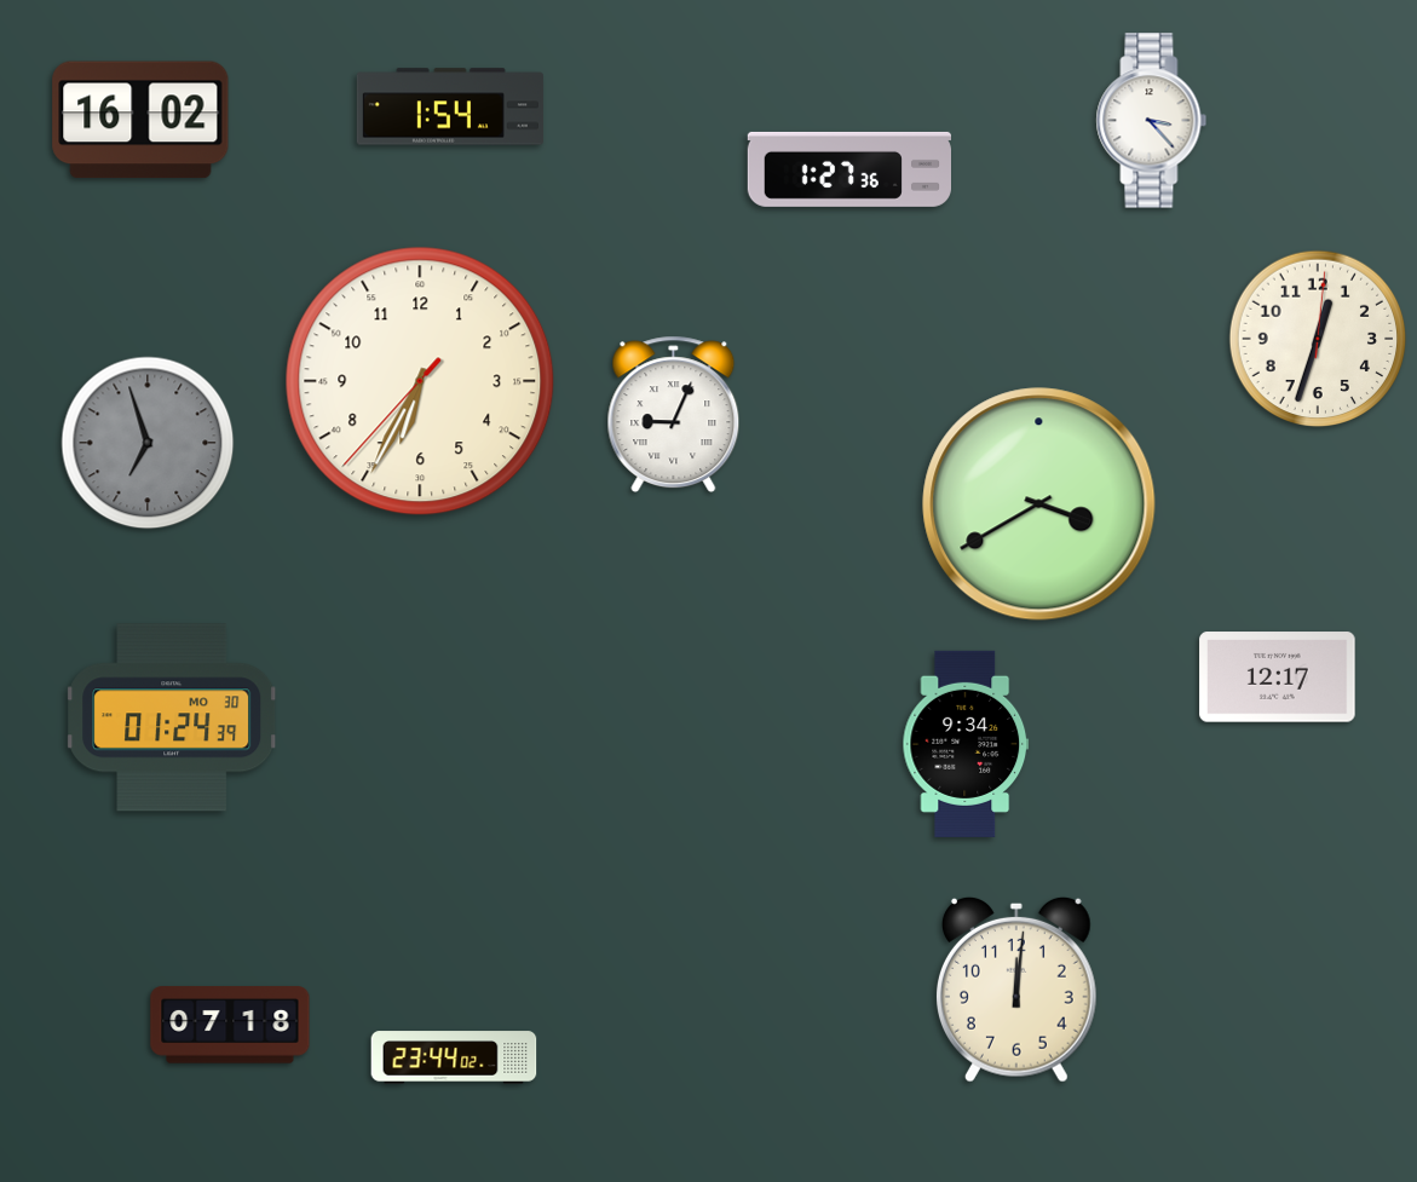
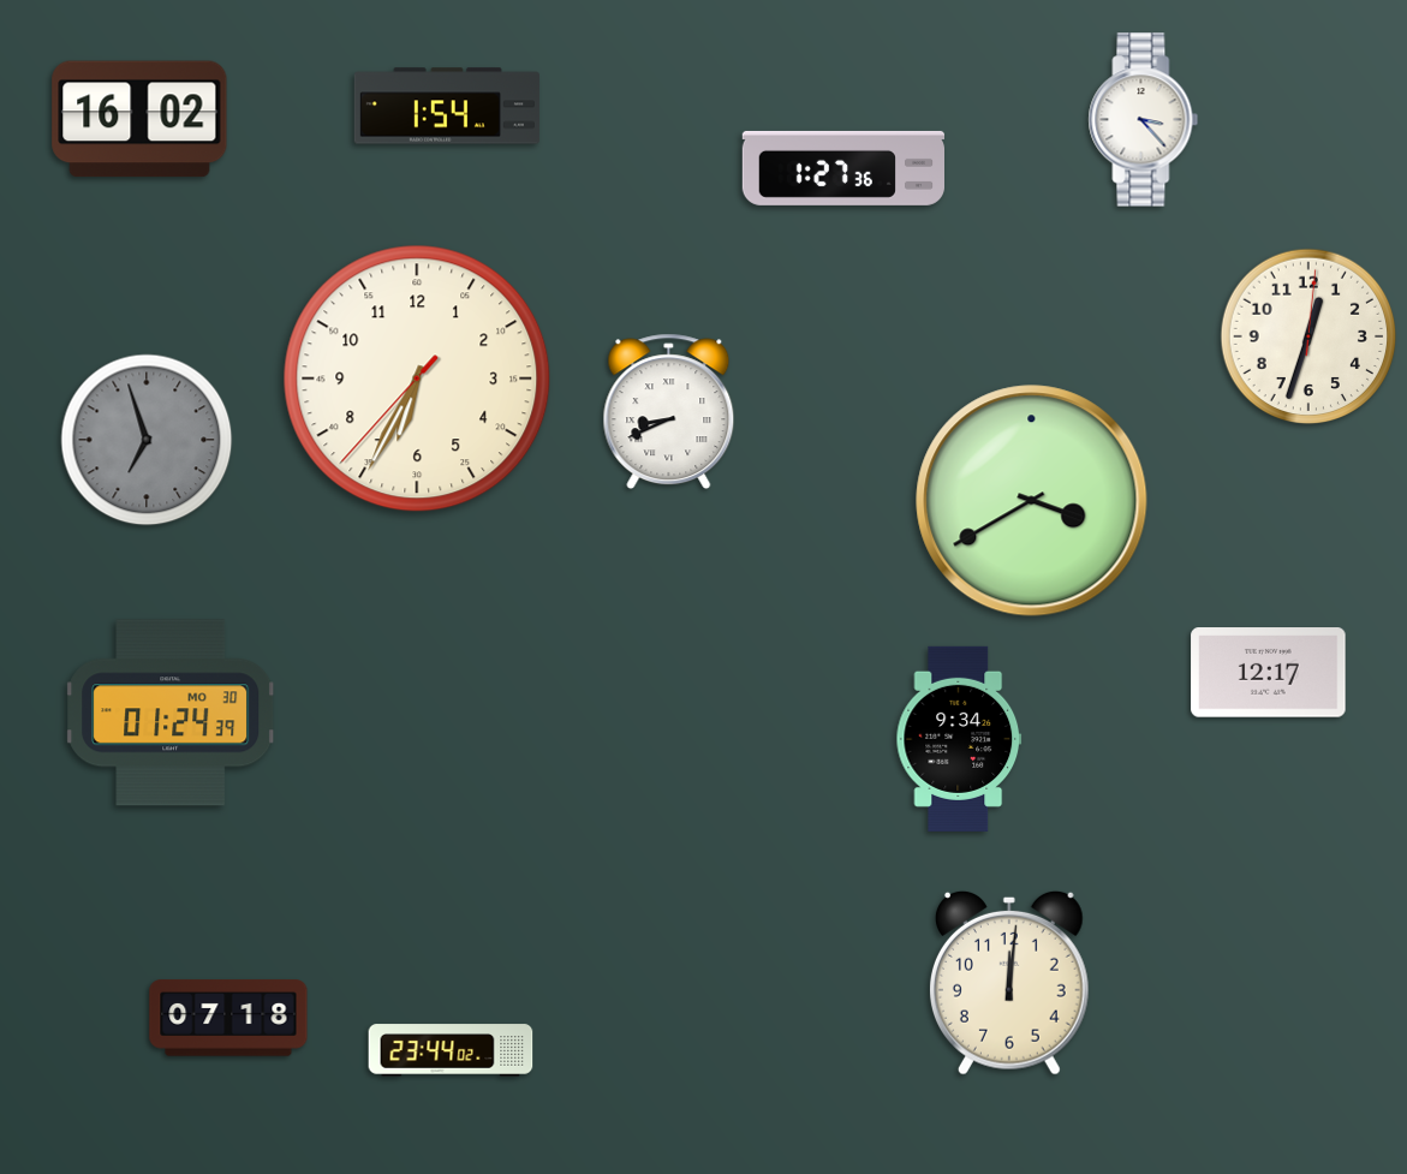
clock at (674, 415): 9:04 -> 8:41
